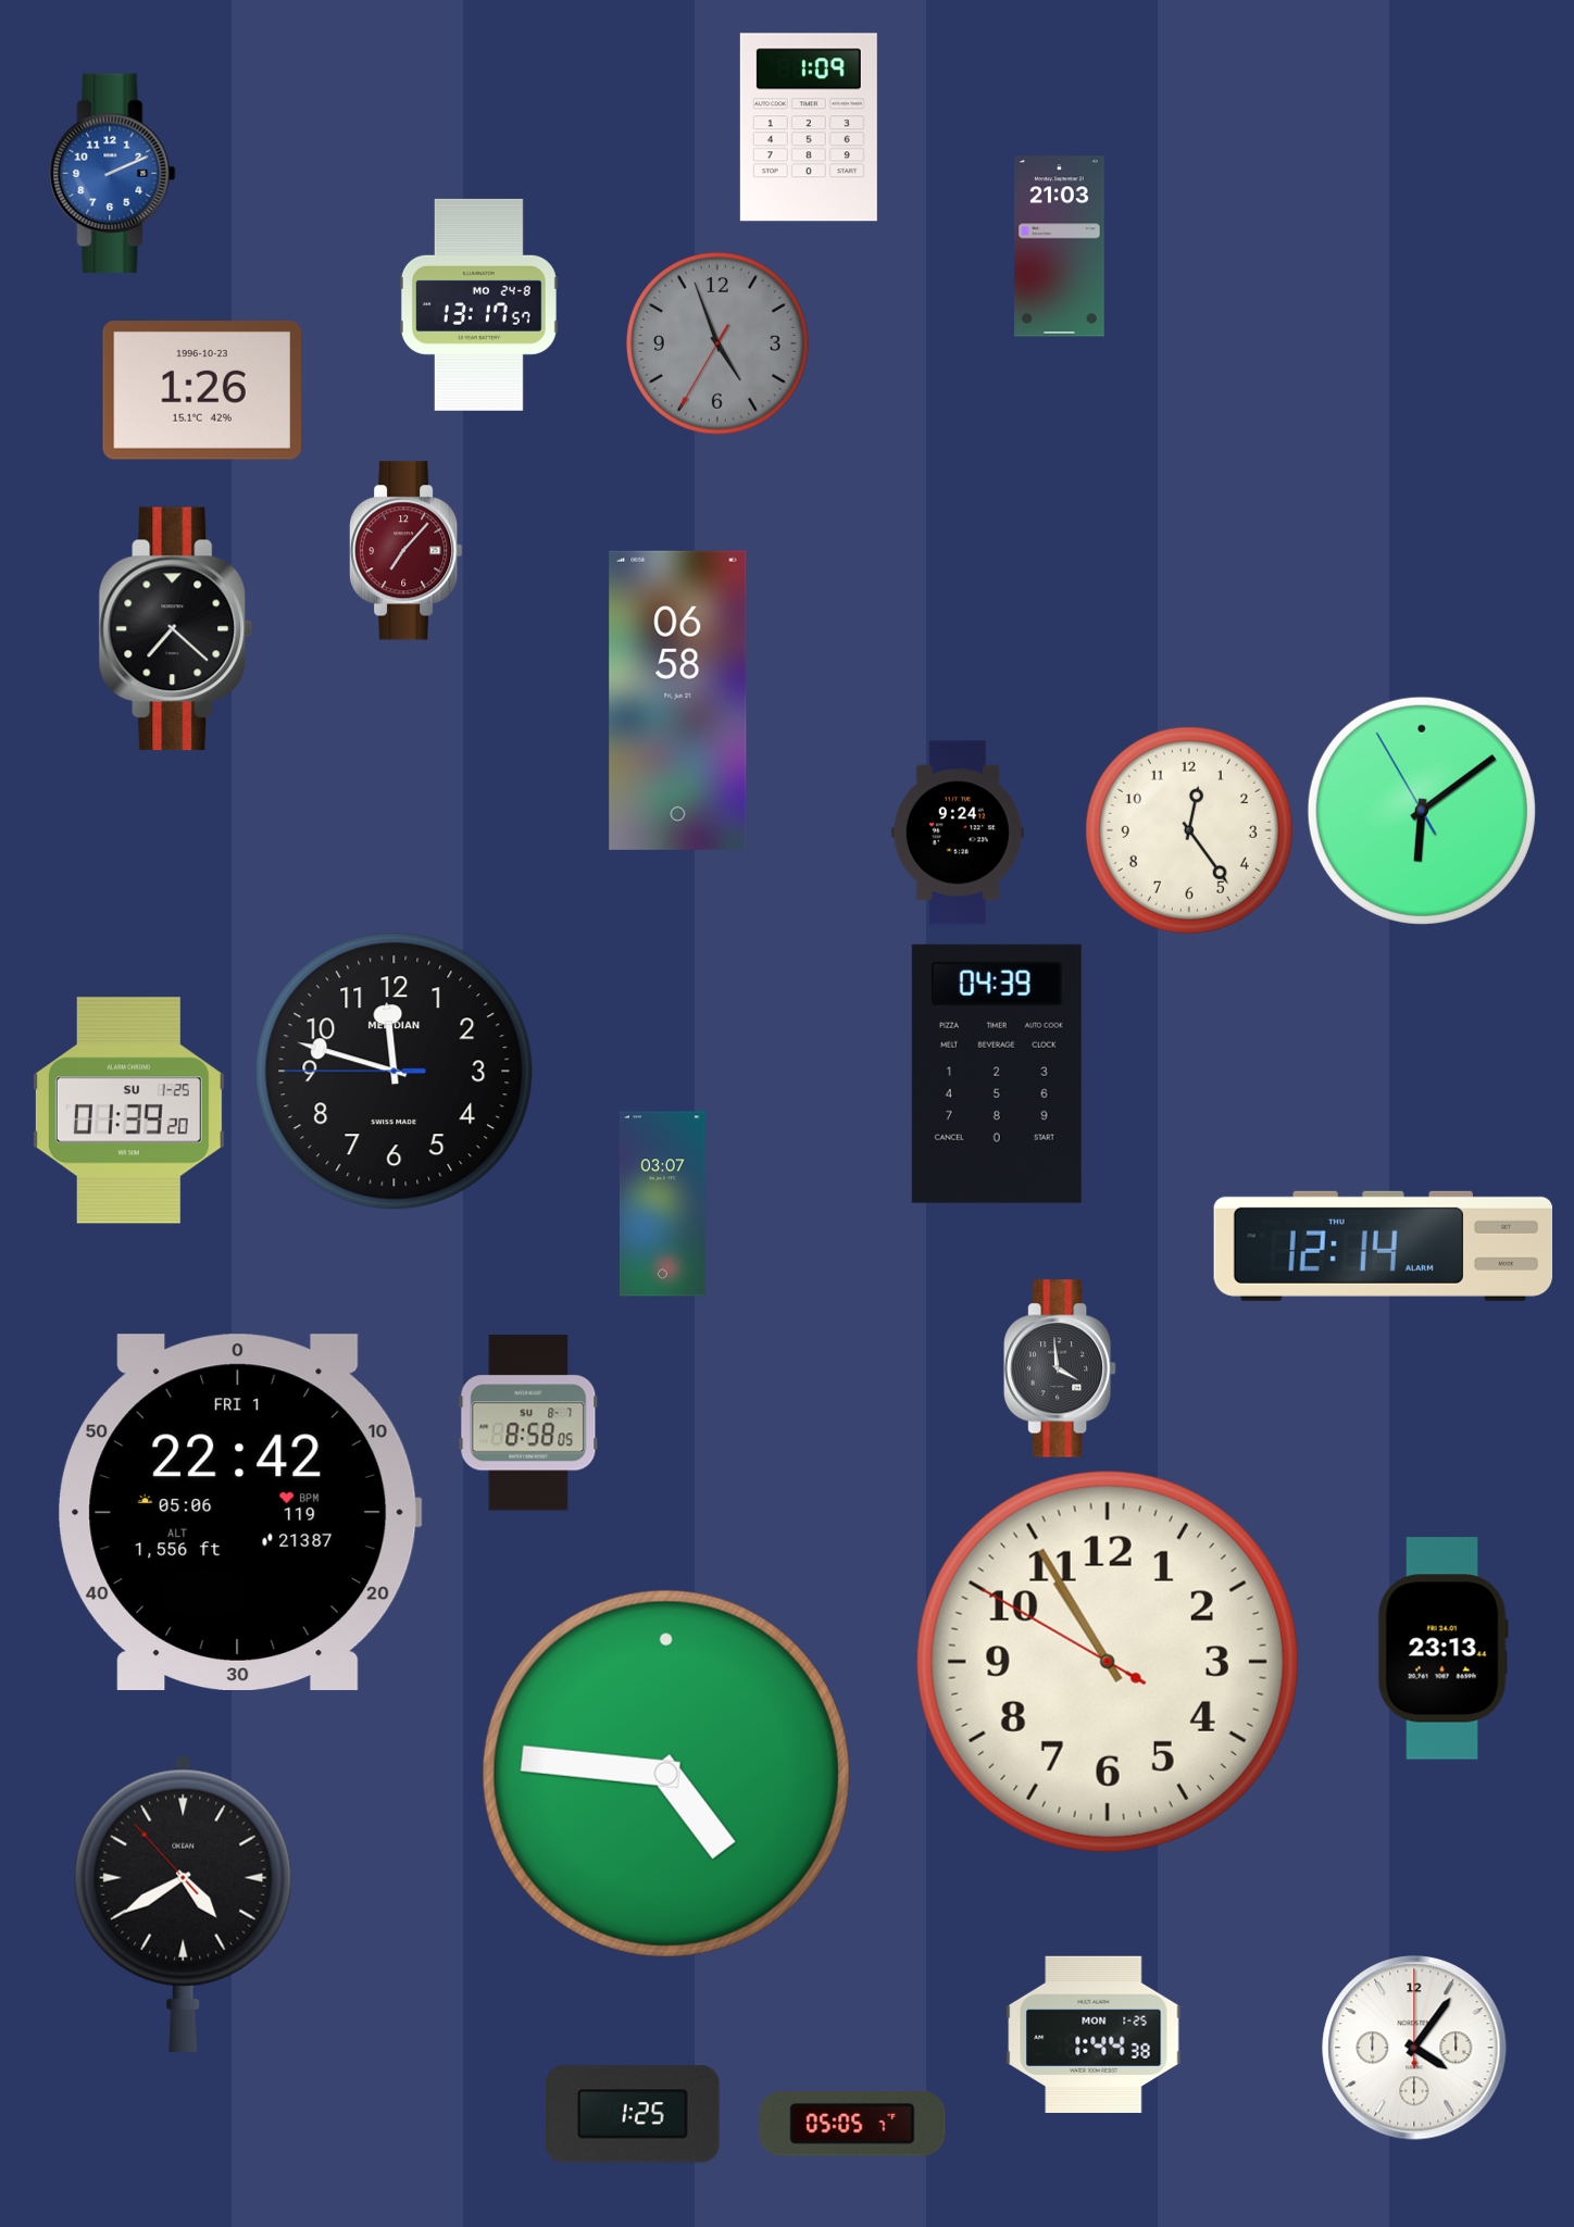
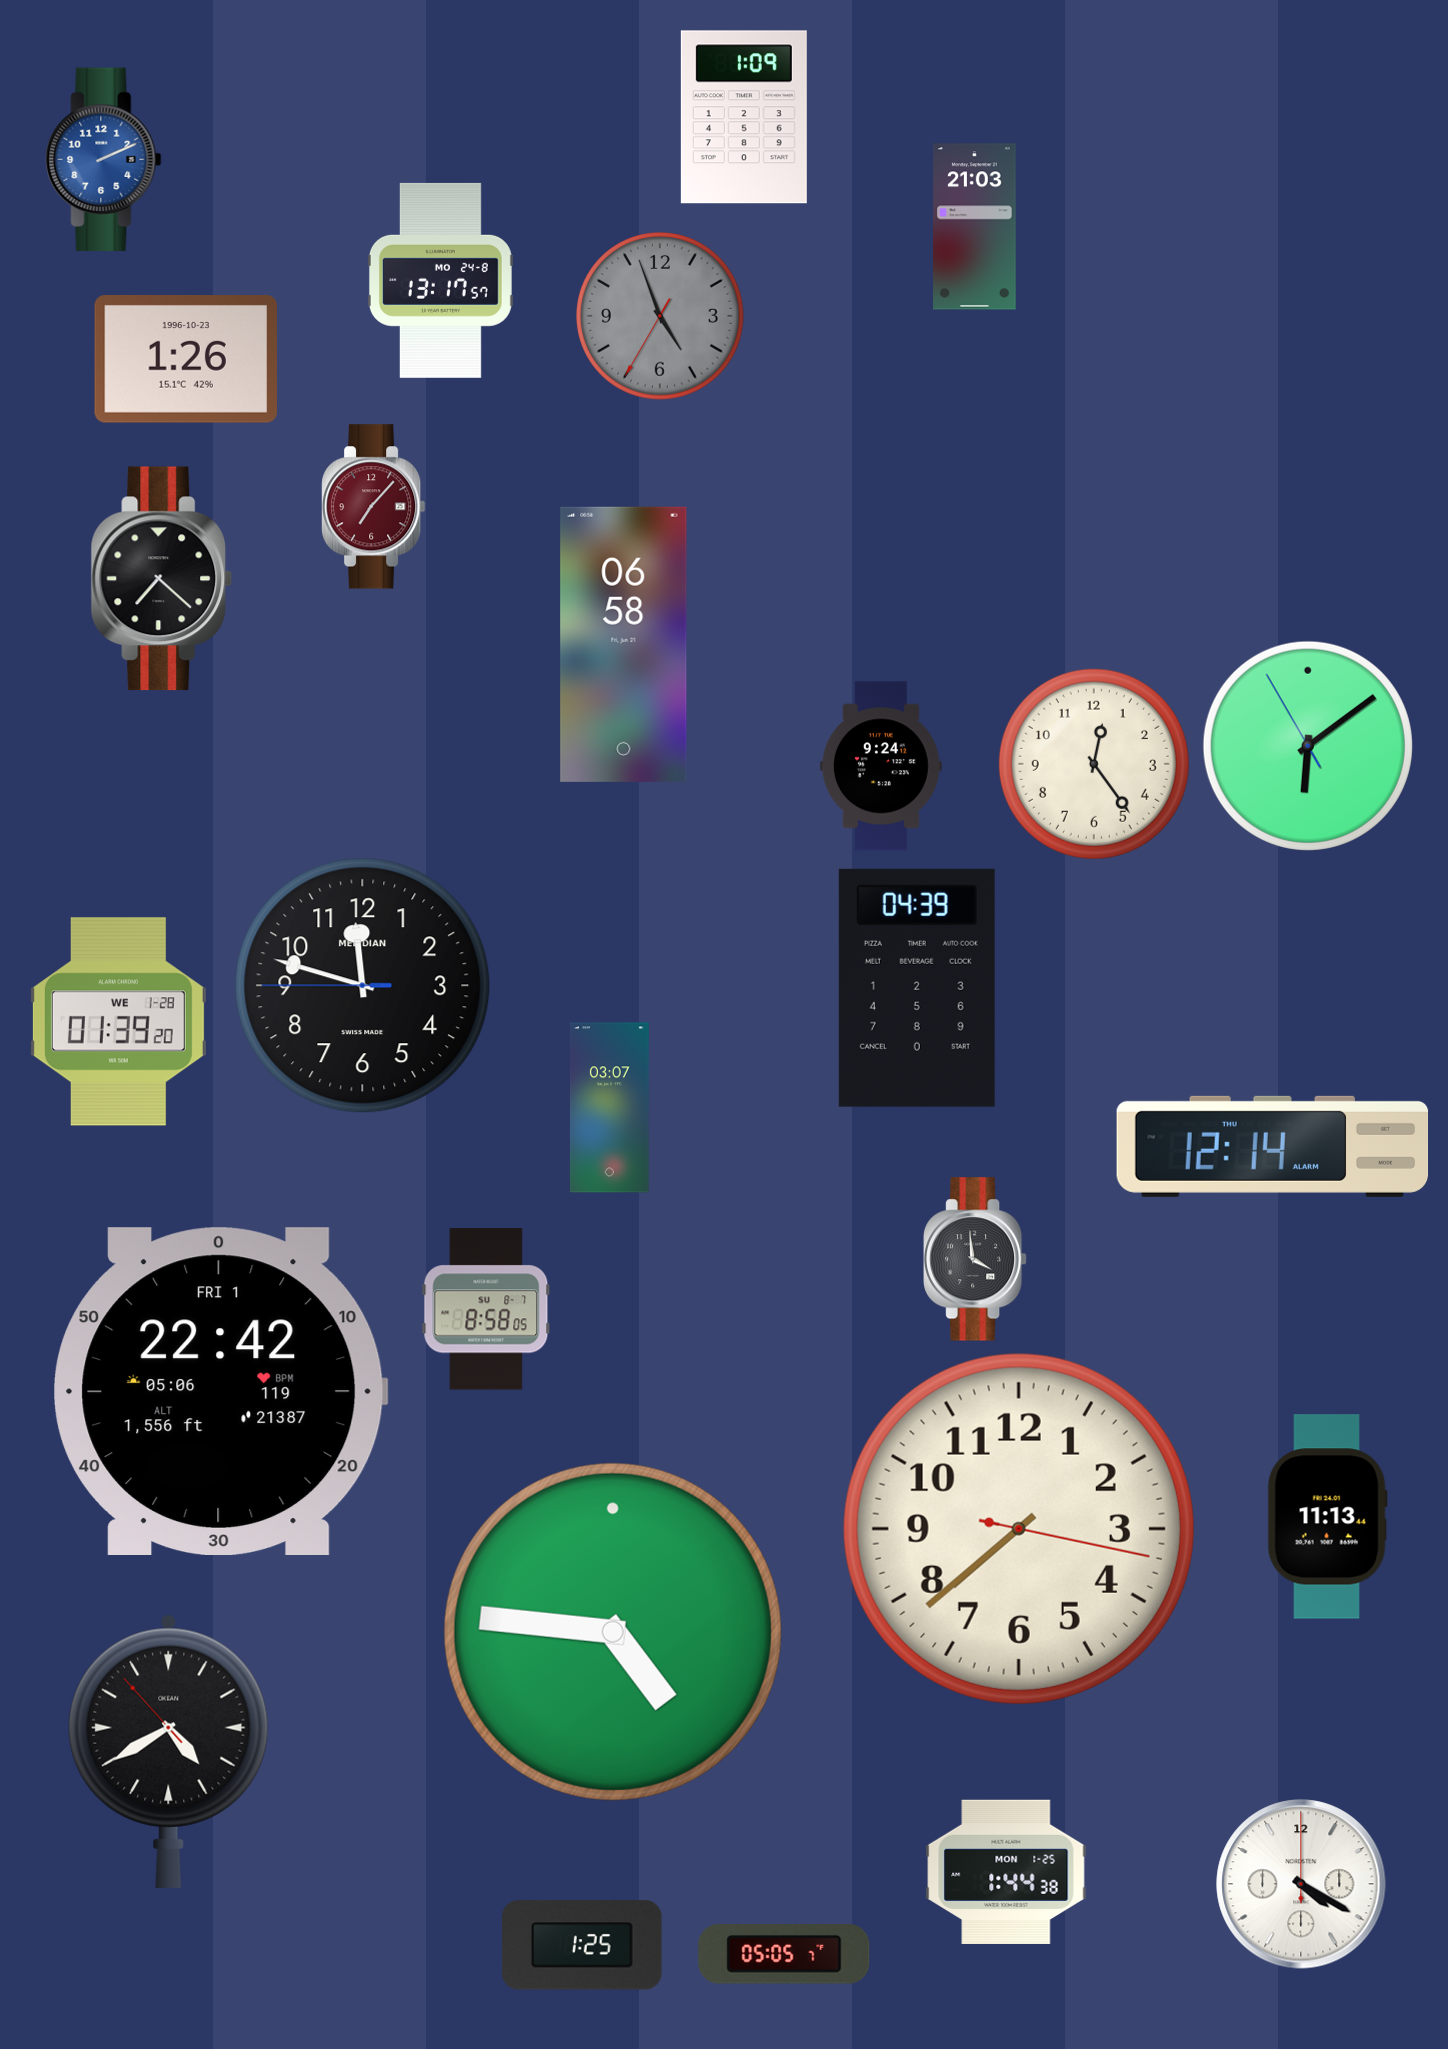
clock at (128, 1111) date: SU 1-25 -> WE 1-28
clock at (1442, 1649): 23:13 -> 11:13
clock at (1108, 1662): 10:54 -> 7:38
clock at (1414, 2048): 4:06 -> 4:20
